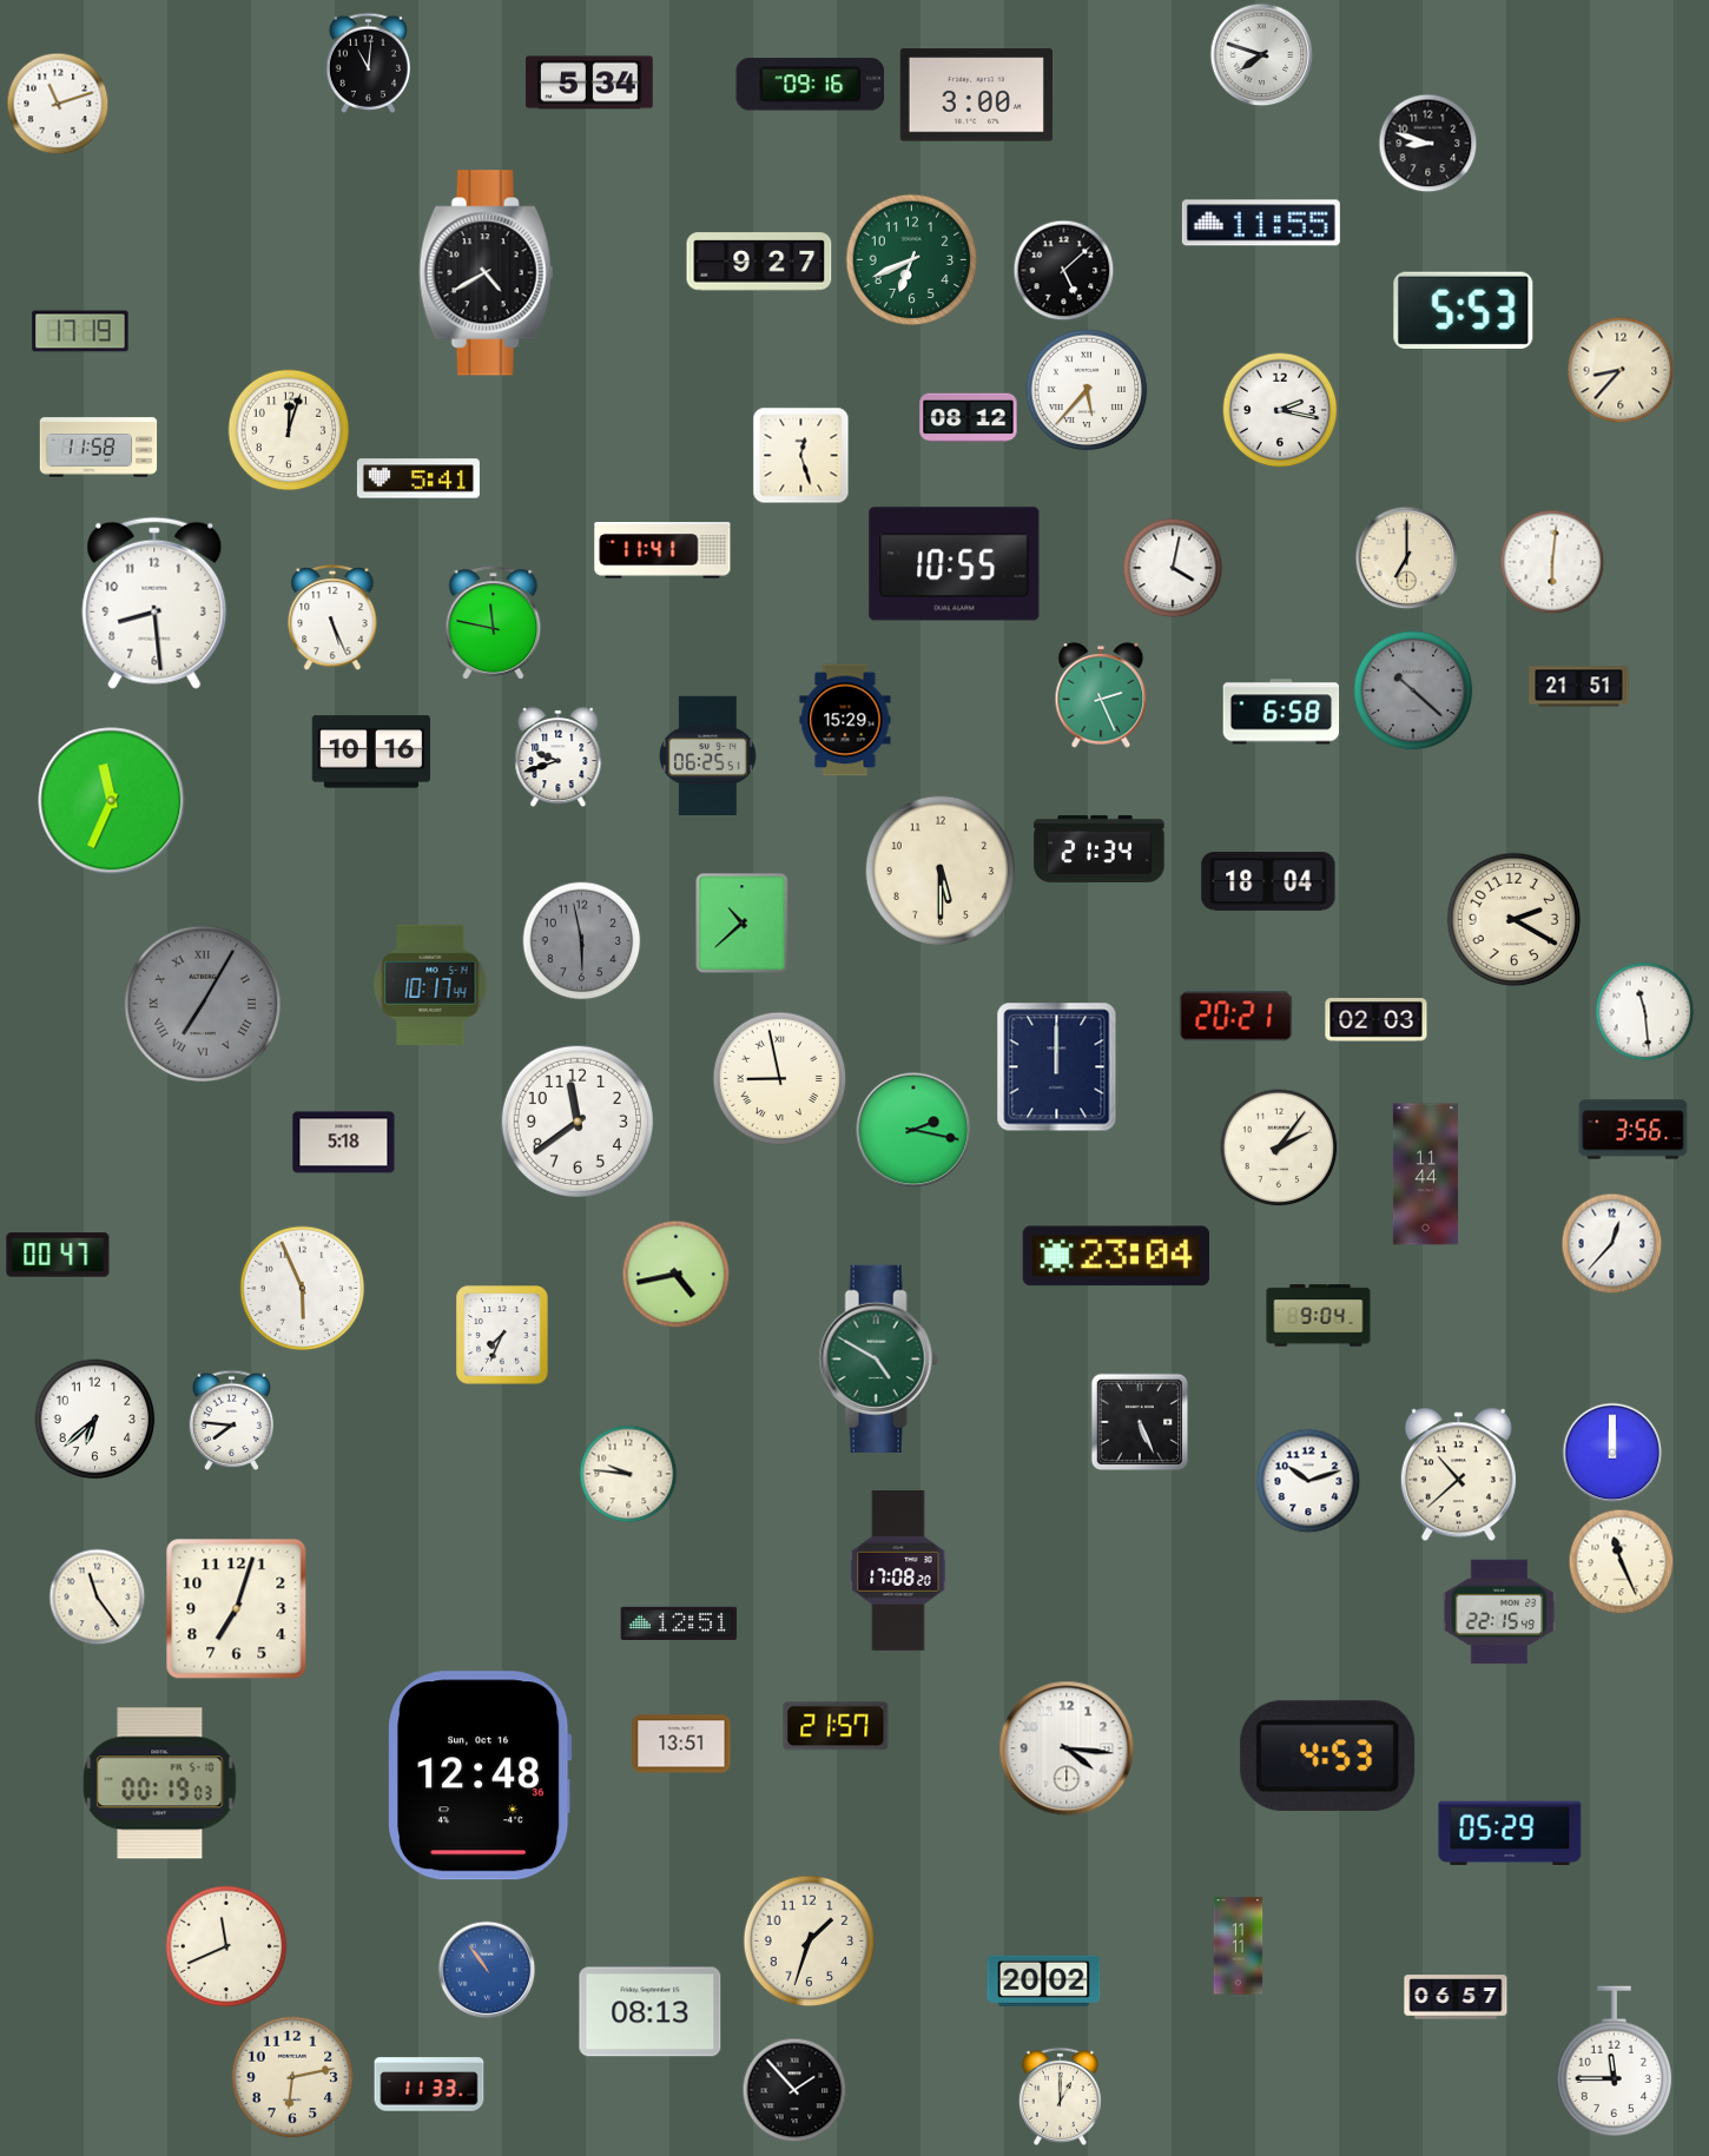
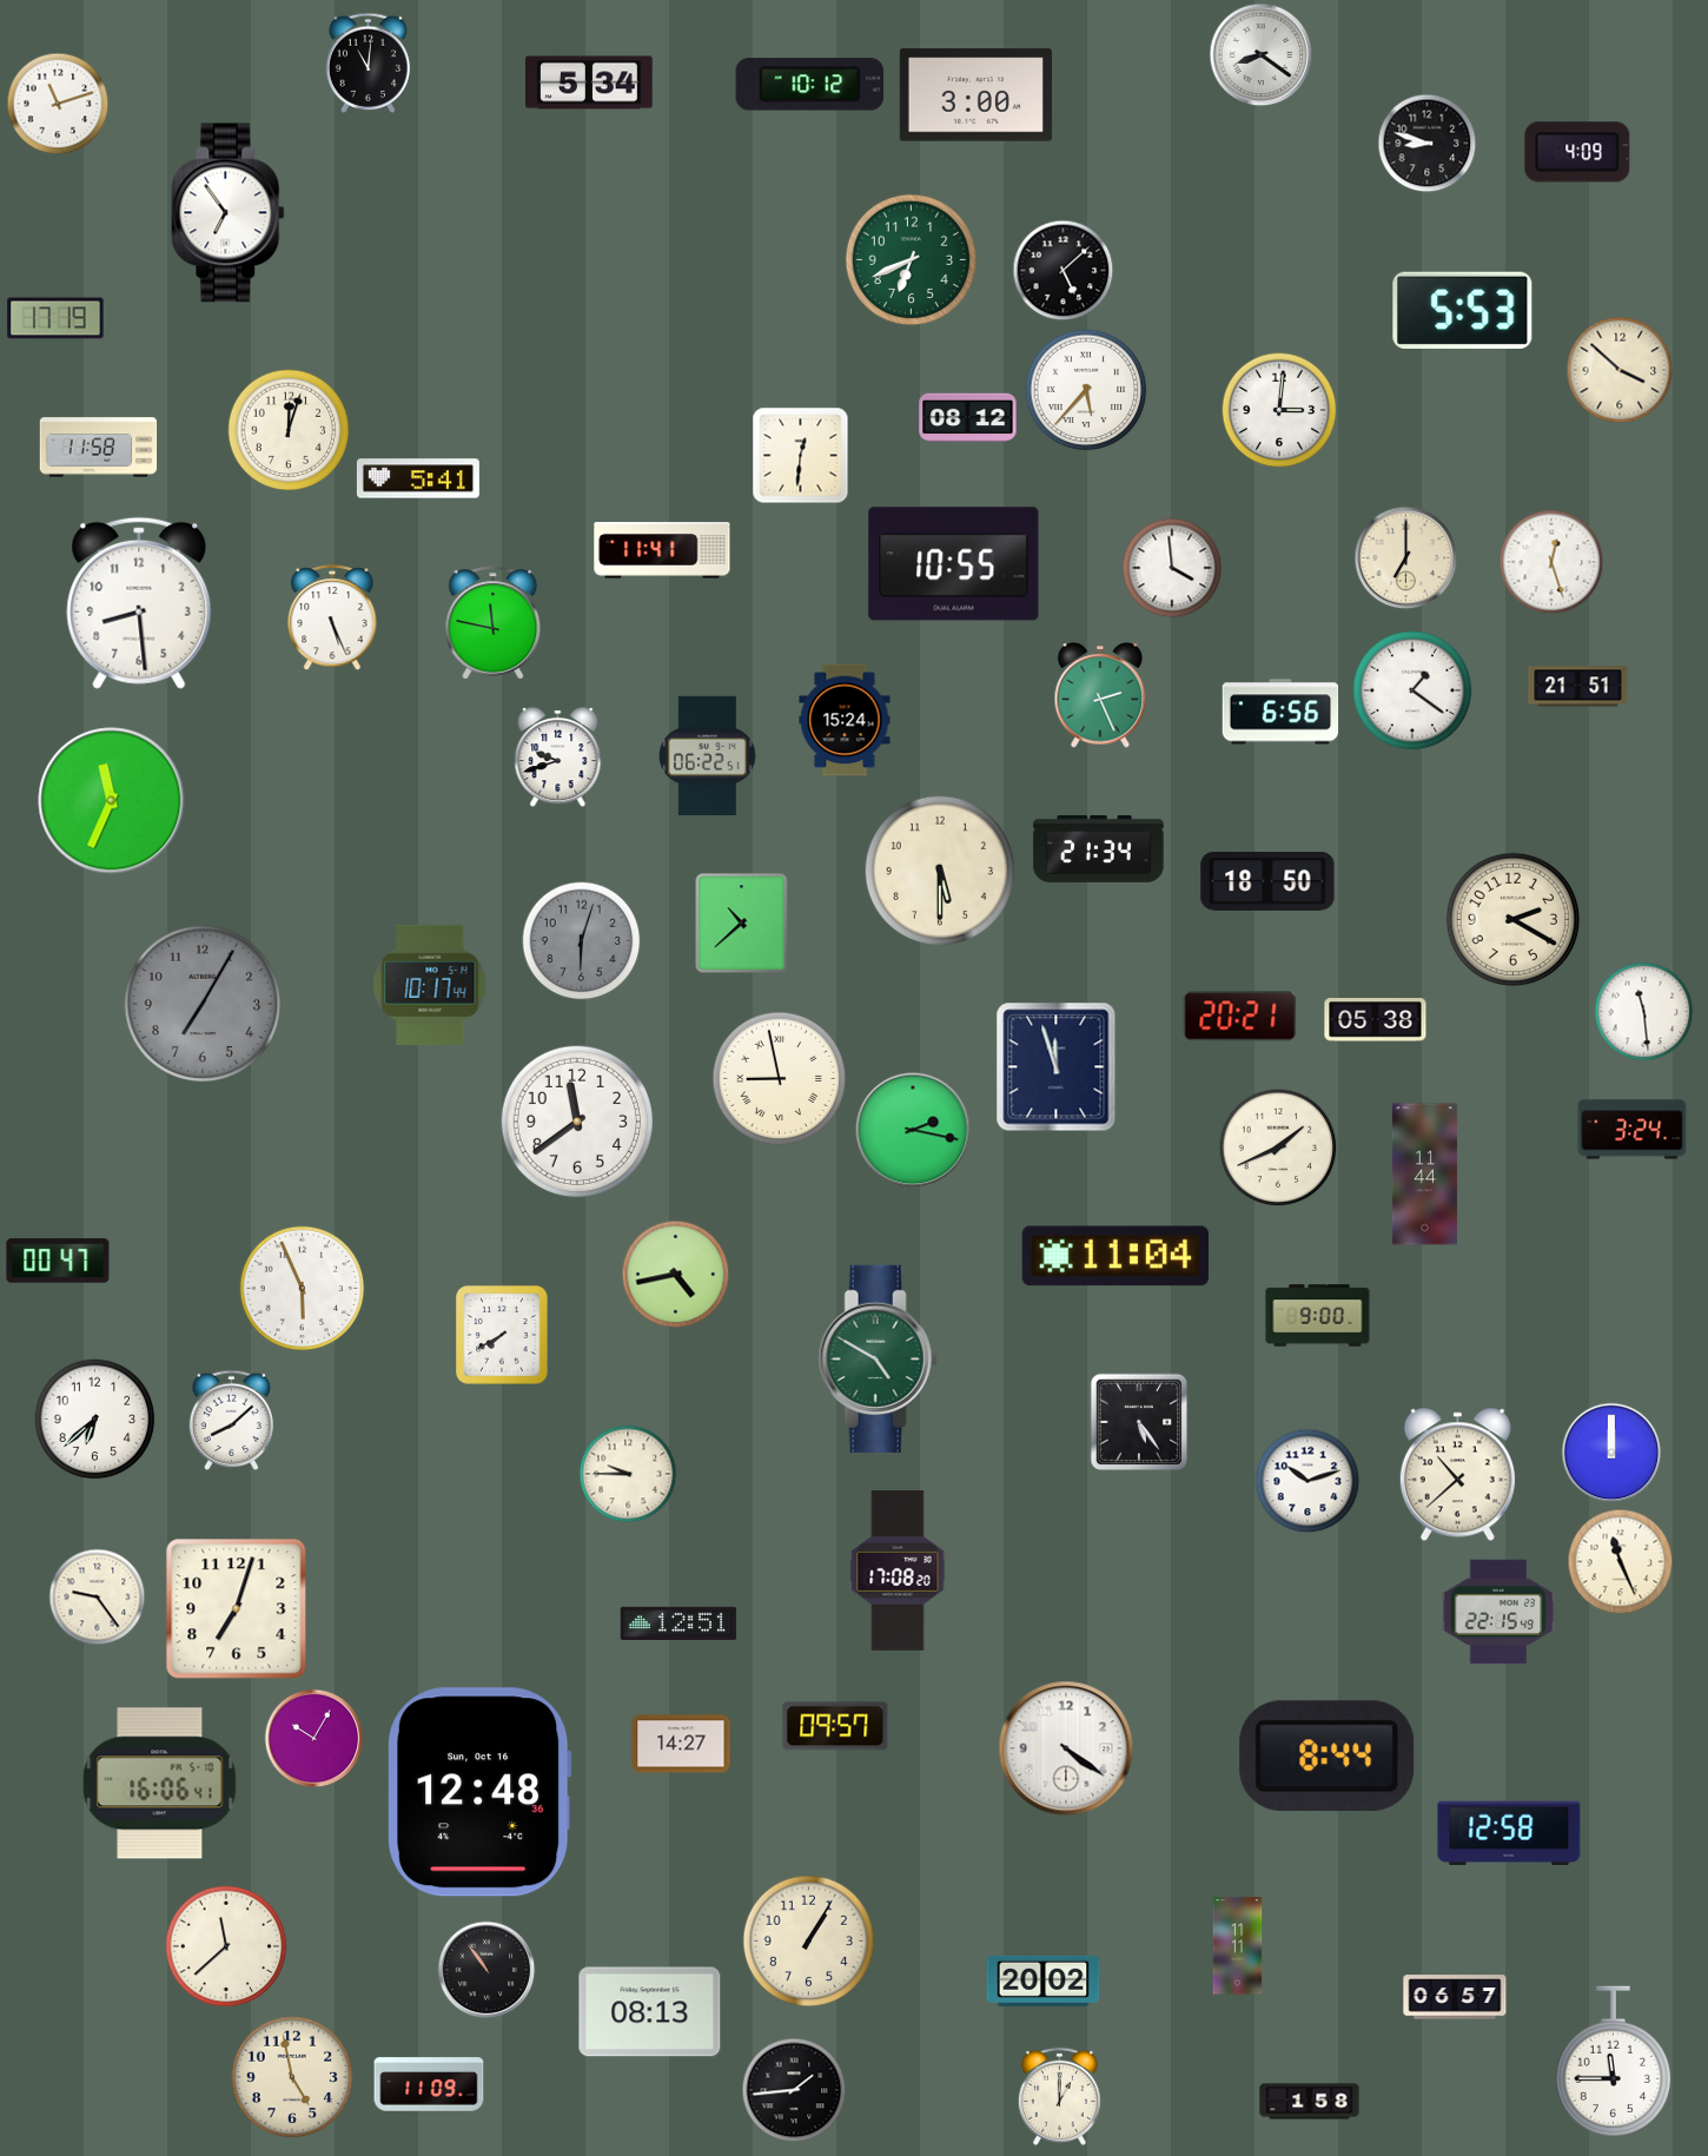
clock at (1262, 55): 7:48 -> 8:21
clock at (811, 85): 09:16 -> 10:12
clock at (1577, 152): none -> 4:09
clock at (229, 213): none -> 6:54
clock at (1261, 223): 11:55 -> none
clock at (759, 262): 9:27 -> none
clock at (487, 273): 4:40 -> none
clock at (80, 331) position: (80, 331) -> (55, 318)
clock at (1621, 370): 8:37 -> 3:52
clock at (1280, 410): 2:17 -> 3:01
clock at (801, 456): 12:27 -> 12:31
clock at (1552, 562): 6:01 -> 12:27
clock at (1173, 568): 4:02 -> 3:59
clock at (154, 603) position: (154, 603) -> (139, 603)
clock at (1413, 690): 10:22 -> 1:21
clock at (1413, 690) dial: grey -> white
clock at (1281, 712): 6:58 -> 6:56
clock at (845, 720): 15:29 -> 15:24
clock at (370, 752): 10:16 -> none
clock at (708, 755): 06:25 -> 06:22
clock at (1268, 882): 18:04 -> 18:50
clock at (582, 941): 5:58 -> 6:03
clock at (202, 1003) numerals: Roman -> Arabic
clock at (1236, 1017) position: (1236, 1017) -> (1240, 1017)
clock at (1377, 1020): 02:03 -> 05:38
clock at (1057, 1067): 12:00 -> 11:57
clock at (1634, 1130): 3:56 -> 3:24
clock at (344, 1143): 5:18 -> none
clock at (1279, 1148): 2:06 -> 1:41
clock at (1612, 1244): 12:37 -> none
clock at (58, 1255) position: (58, 1255) -> (58, 1261)
clock at (1116, 1256): 23:04 -> 11:04
clock at (1319, 1316): 9:04 -> 9:00
clock at (502, 1335): 7:34 -> 7:40
clock at (232, 1420): 7:46 -> 8:08
clock at (1140, 1422): 5:26 -> 5:24
clock at (628, 1474): 9:46 -> 9:45
clock at (98, 1598): 11:24 -> 9:24
clock at (836, 1726): 21:57 -> 09:57
clock at (315, 1739): none -> 10:05
clock at (681, 1744): 13:51 -> 14:27
clock at (1067, 1748): 4:16 -> 4:21
clock at (1328, 1757): 4:53 -> 8:44
clock at (480, 1775) position: (480, 1775) -> (479, 1792)
clock at (160, 1784): 00:19 -> 16:06
clock at (1510, 1832): 05:29 -> 12:58
clock at (810, 1942): 1:33 -> 1:05
clock at (226, 1946): 11:41 -> 11:38
clock at (487, 1970) dial: blue -> black
clock at (292, 2077): 6:13 -> 4:58
clock at (429, 2084): 11:33 -> 11:09
clock at (794, 2090): 1:53 -> 1:44
clock at (1310, 2102): none -> 1:58
